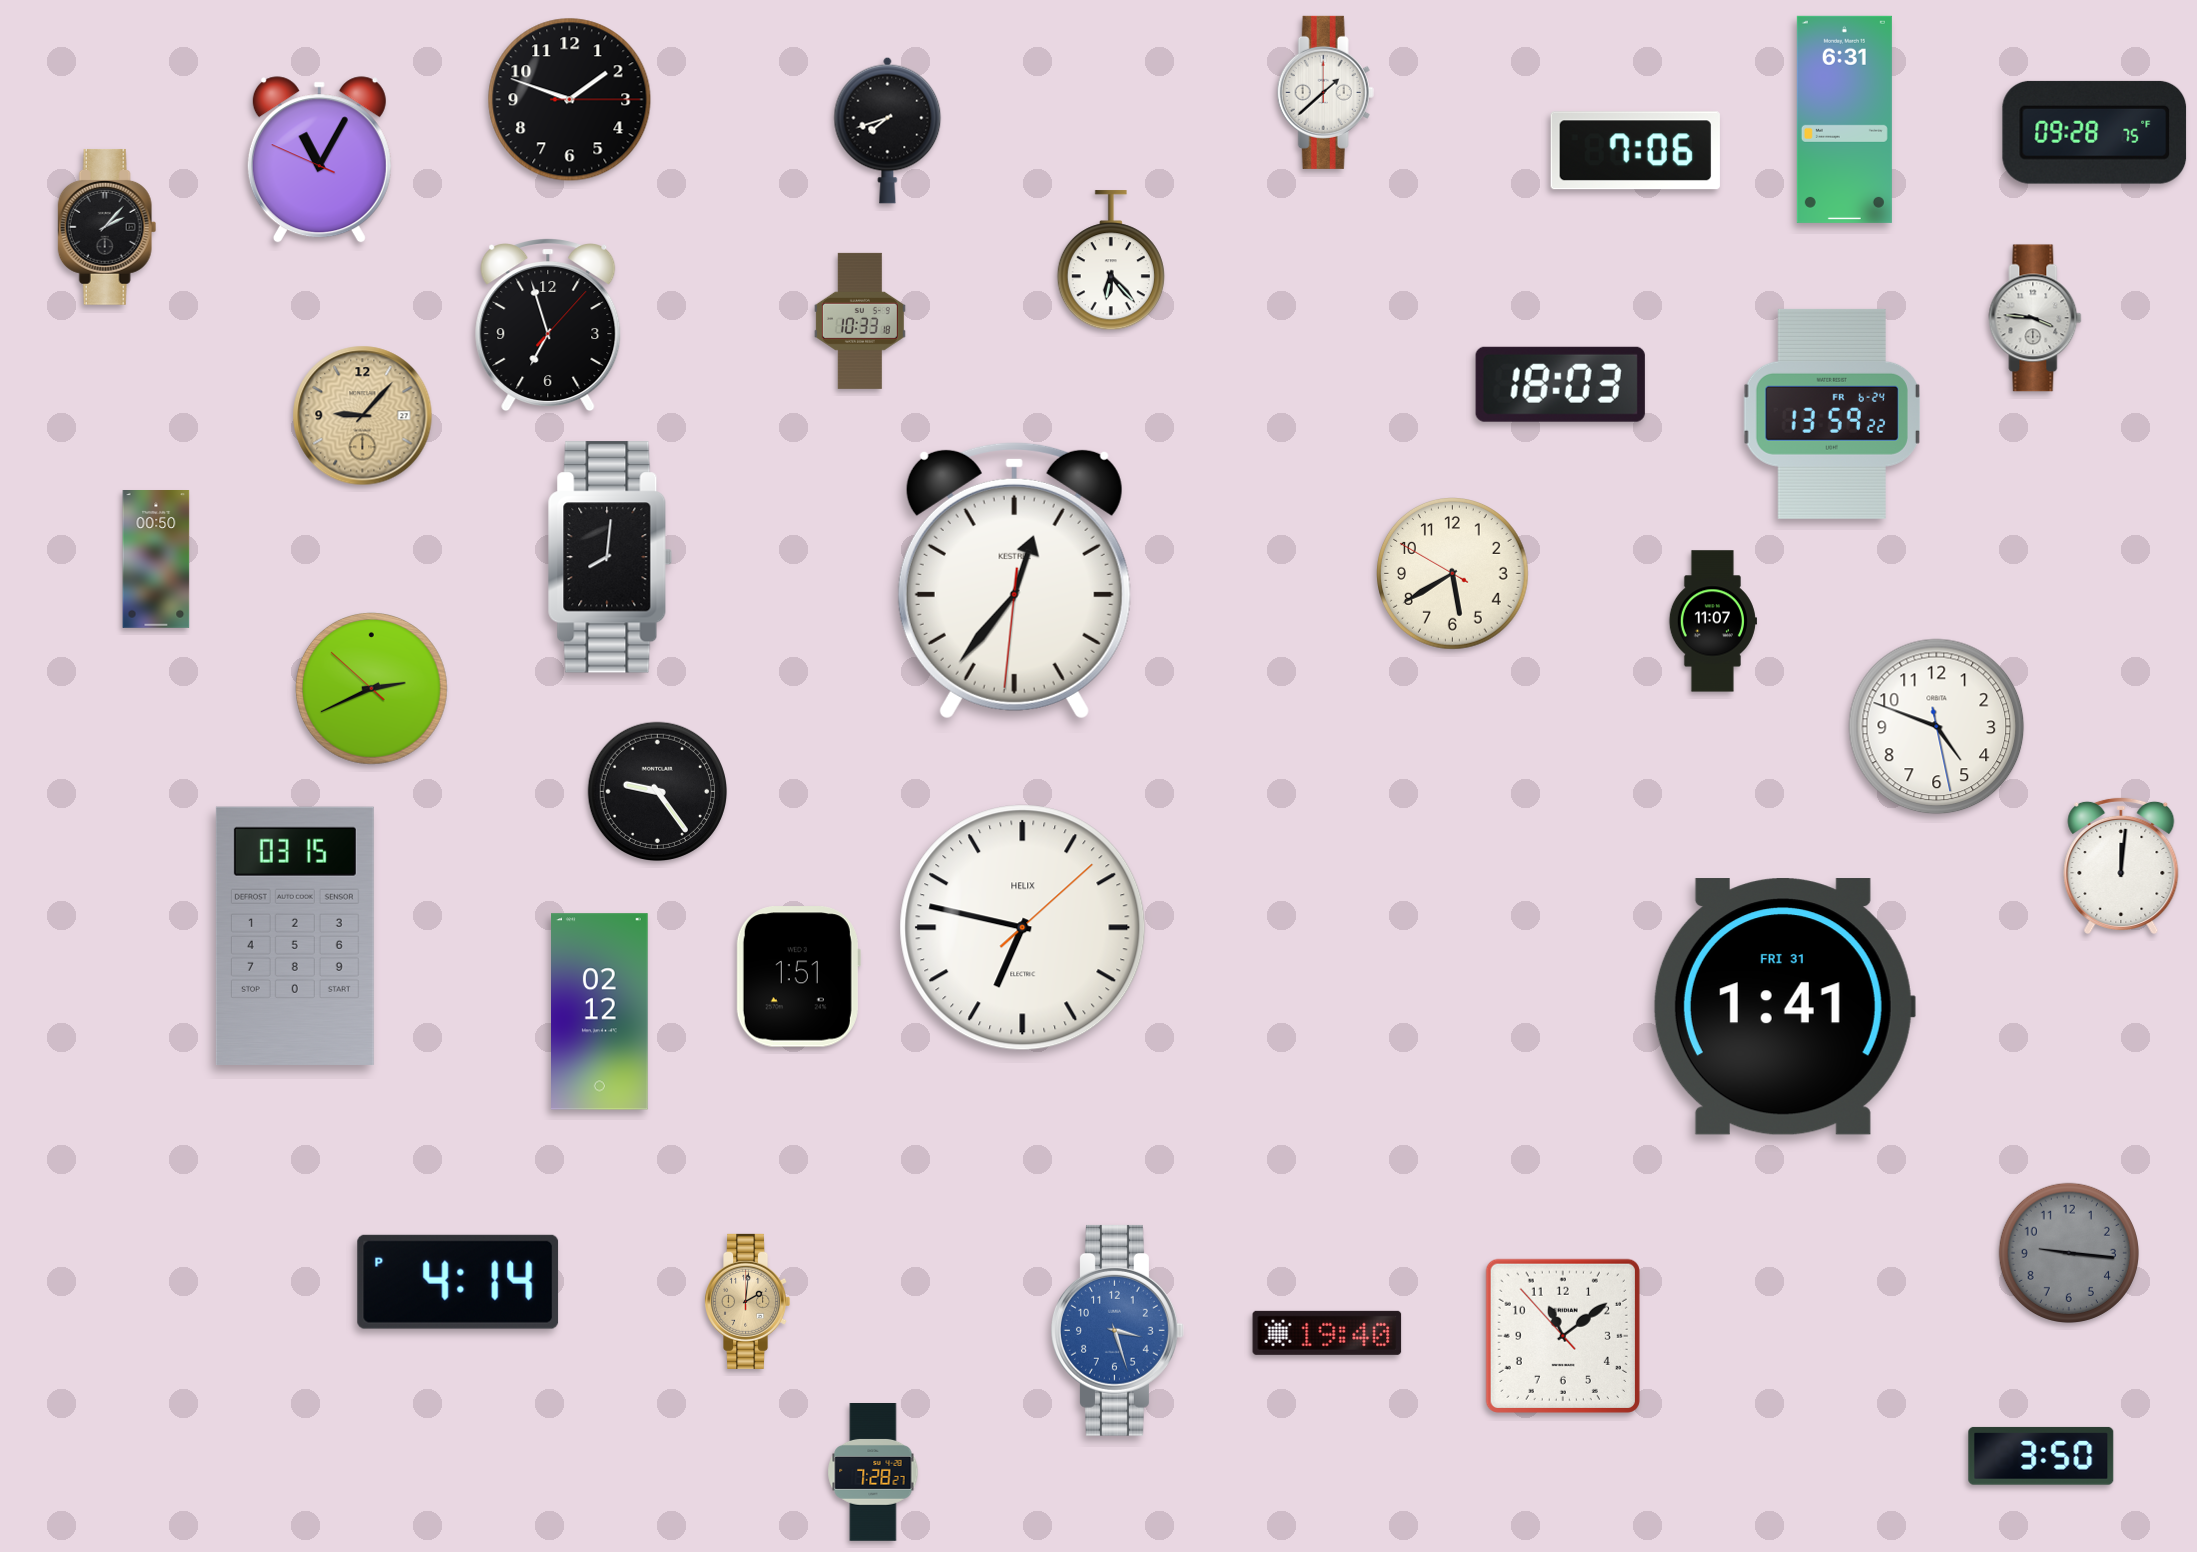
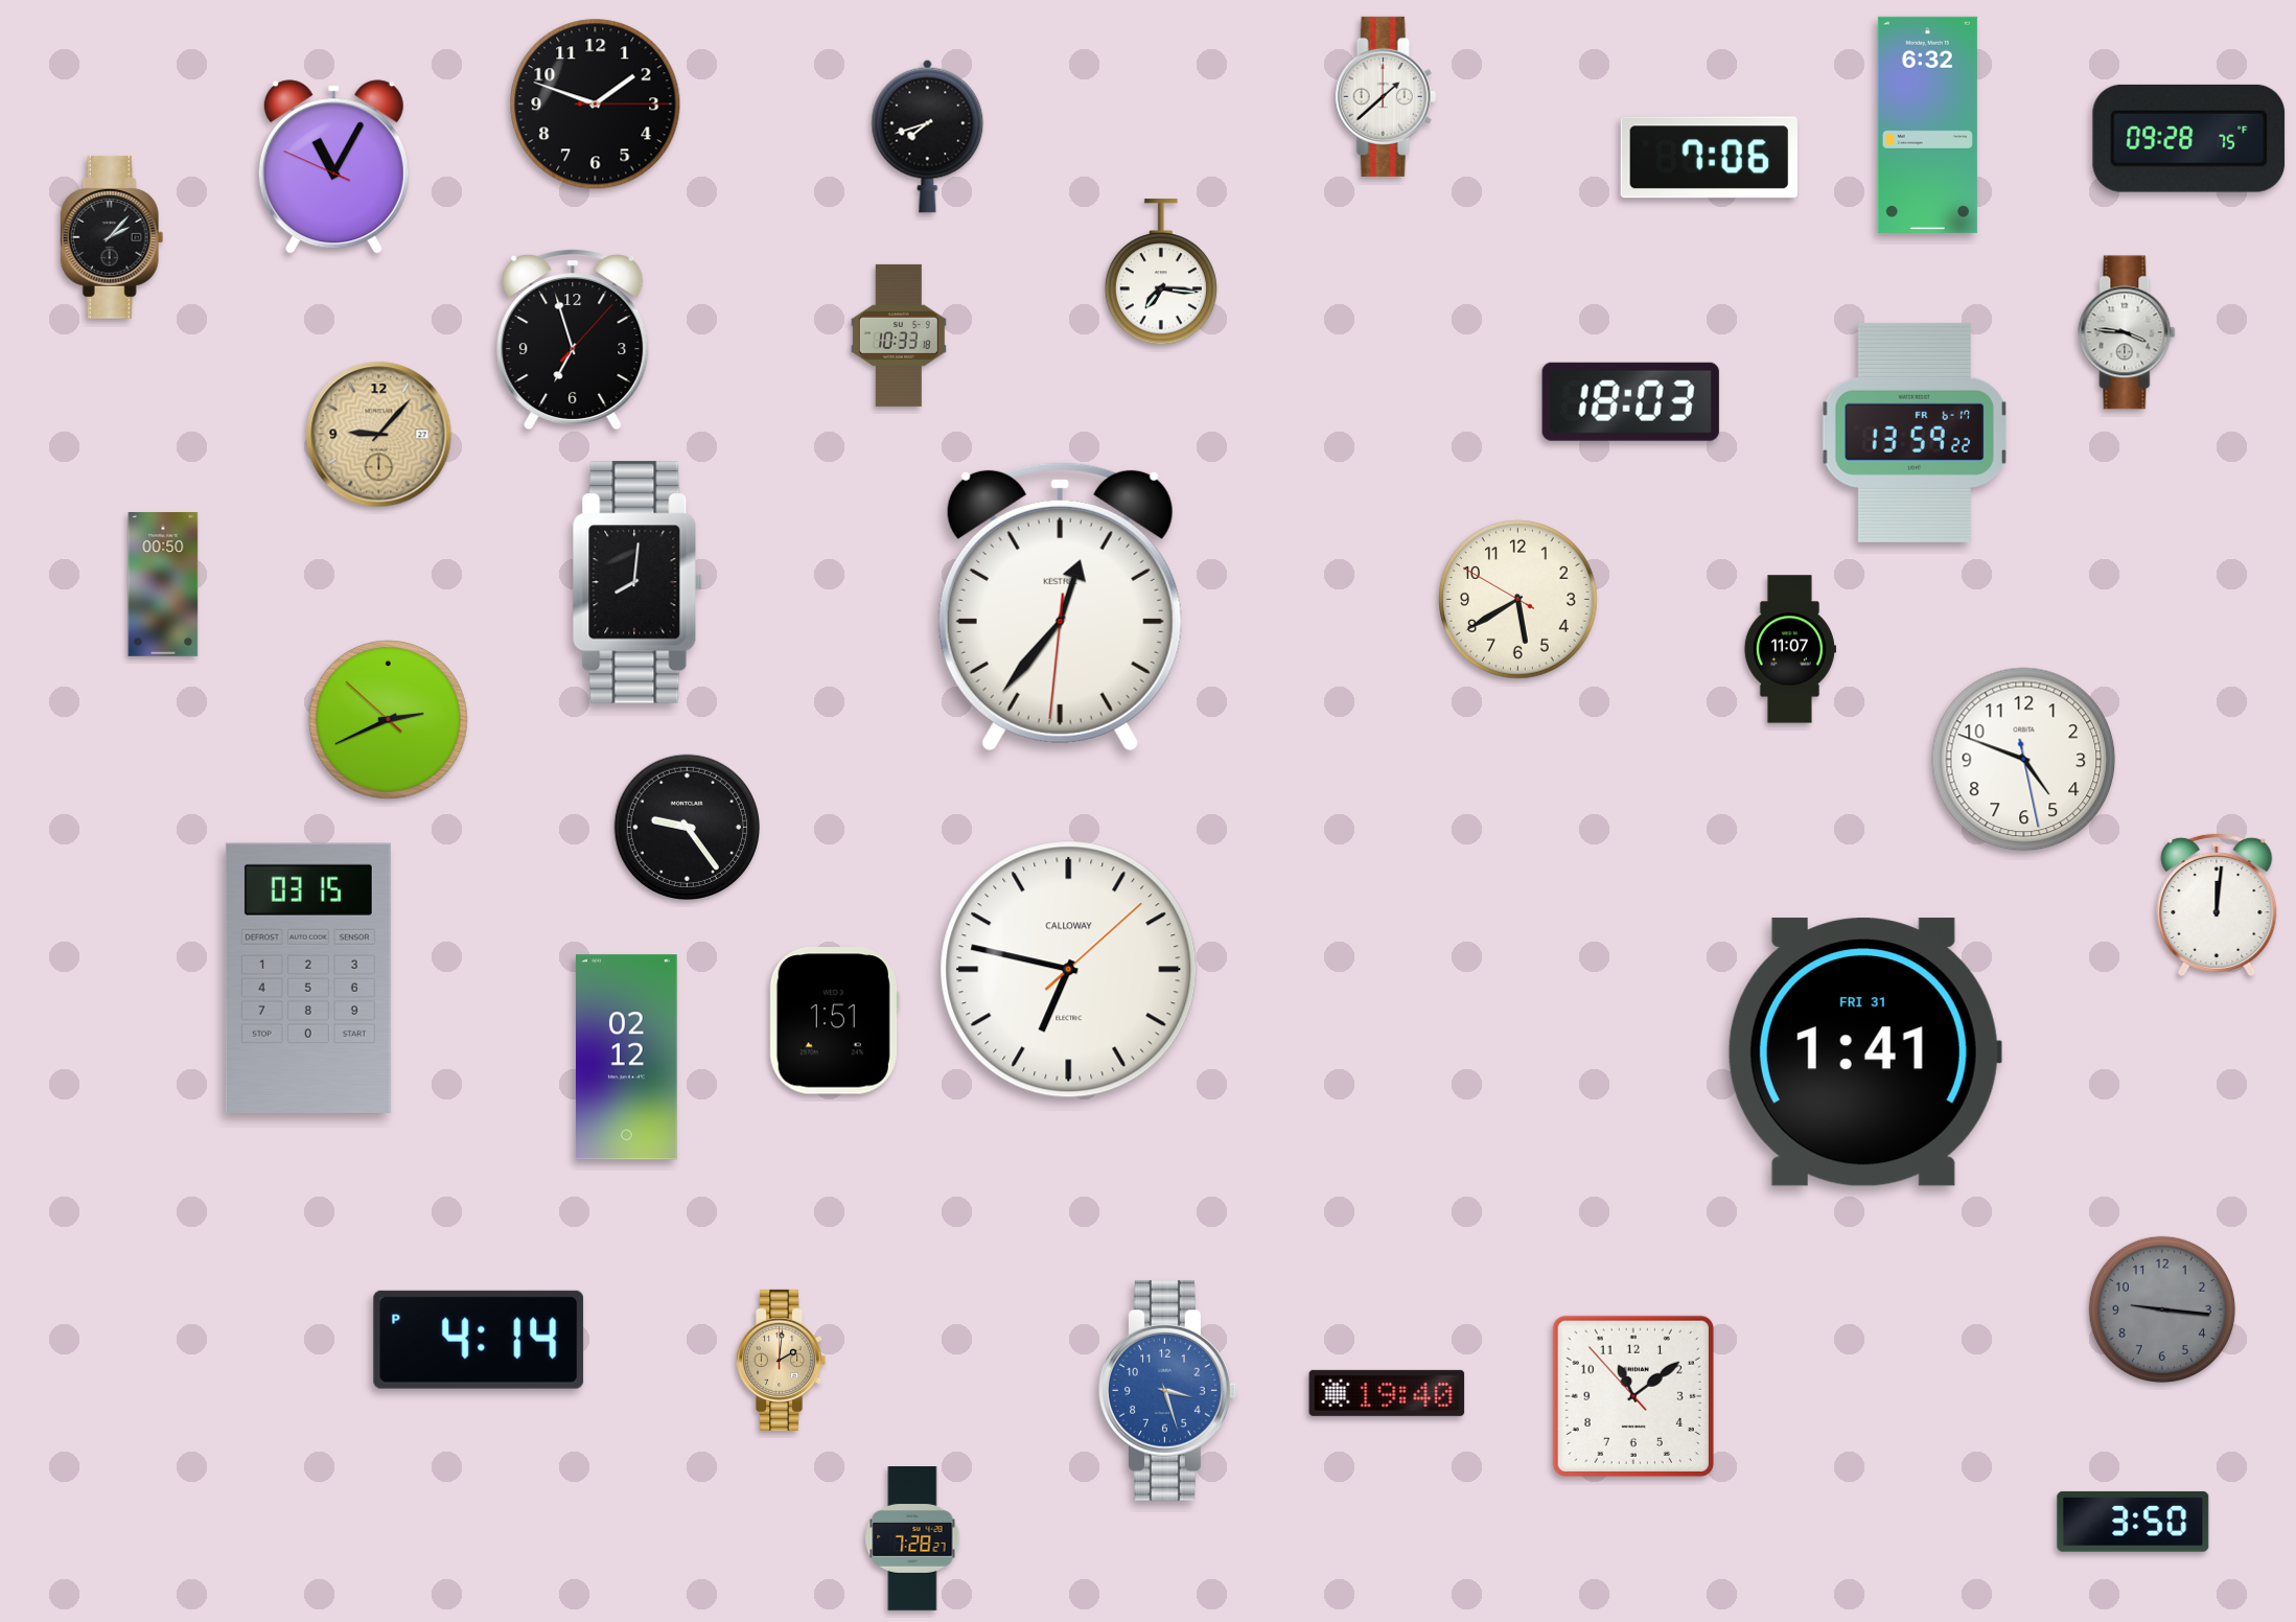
clock at (1844, 119): 6:31 -> 6:32
clock at (1111, 261): 6:23 -> 7:16
clock at (1832, 414) date: FR 6-24 -> FR 6-17
clock at (1023, 928) brand: HELIX -> CALLOWAY
